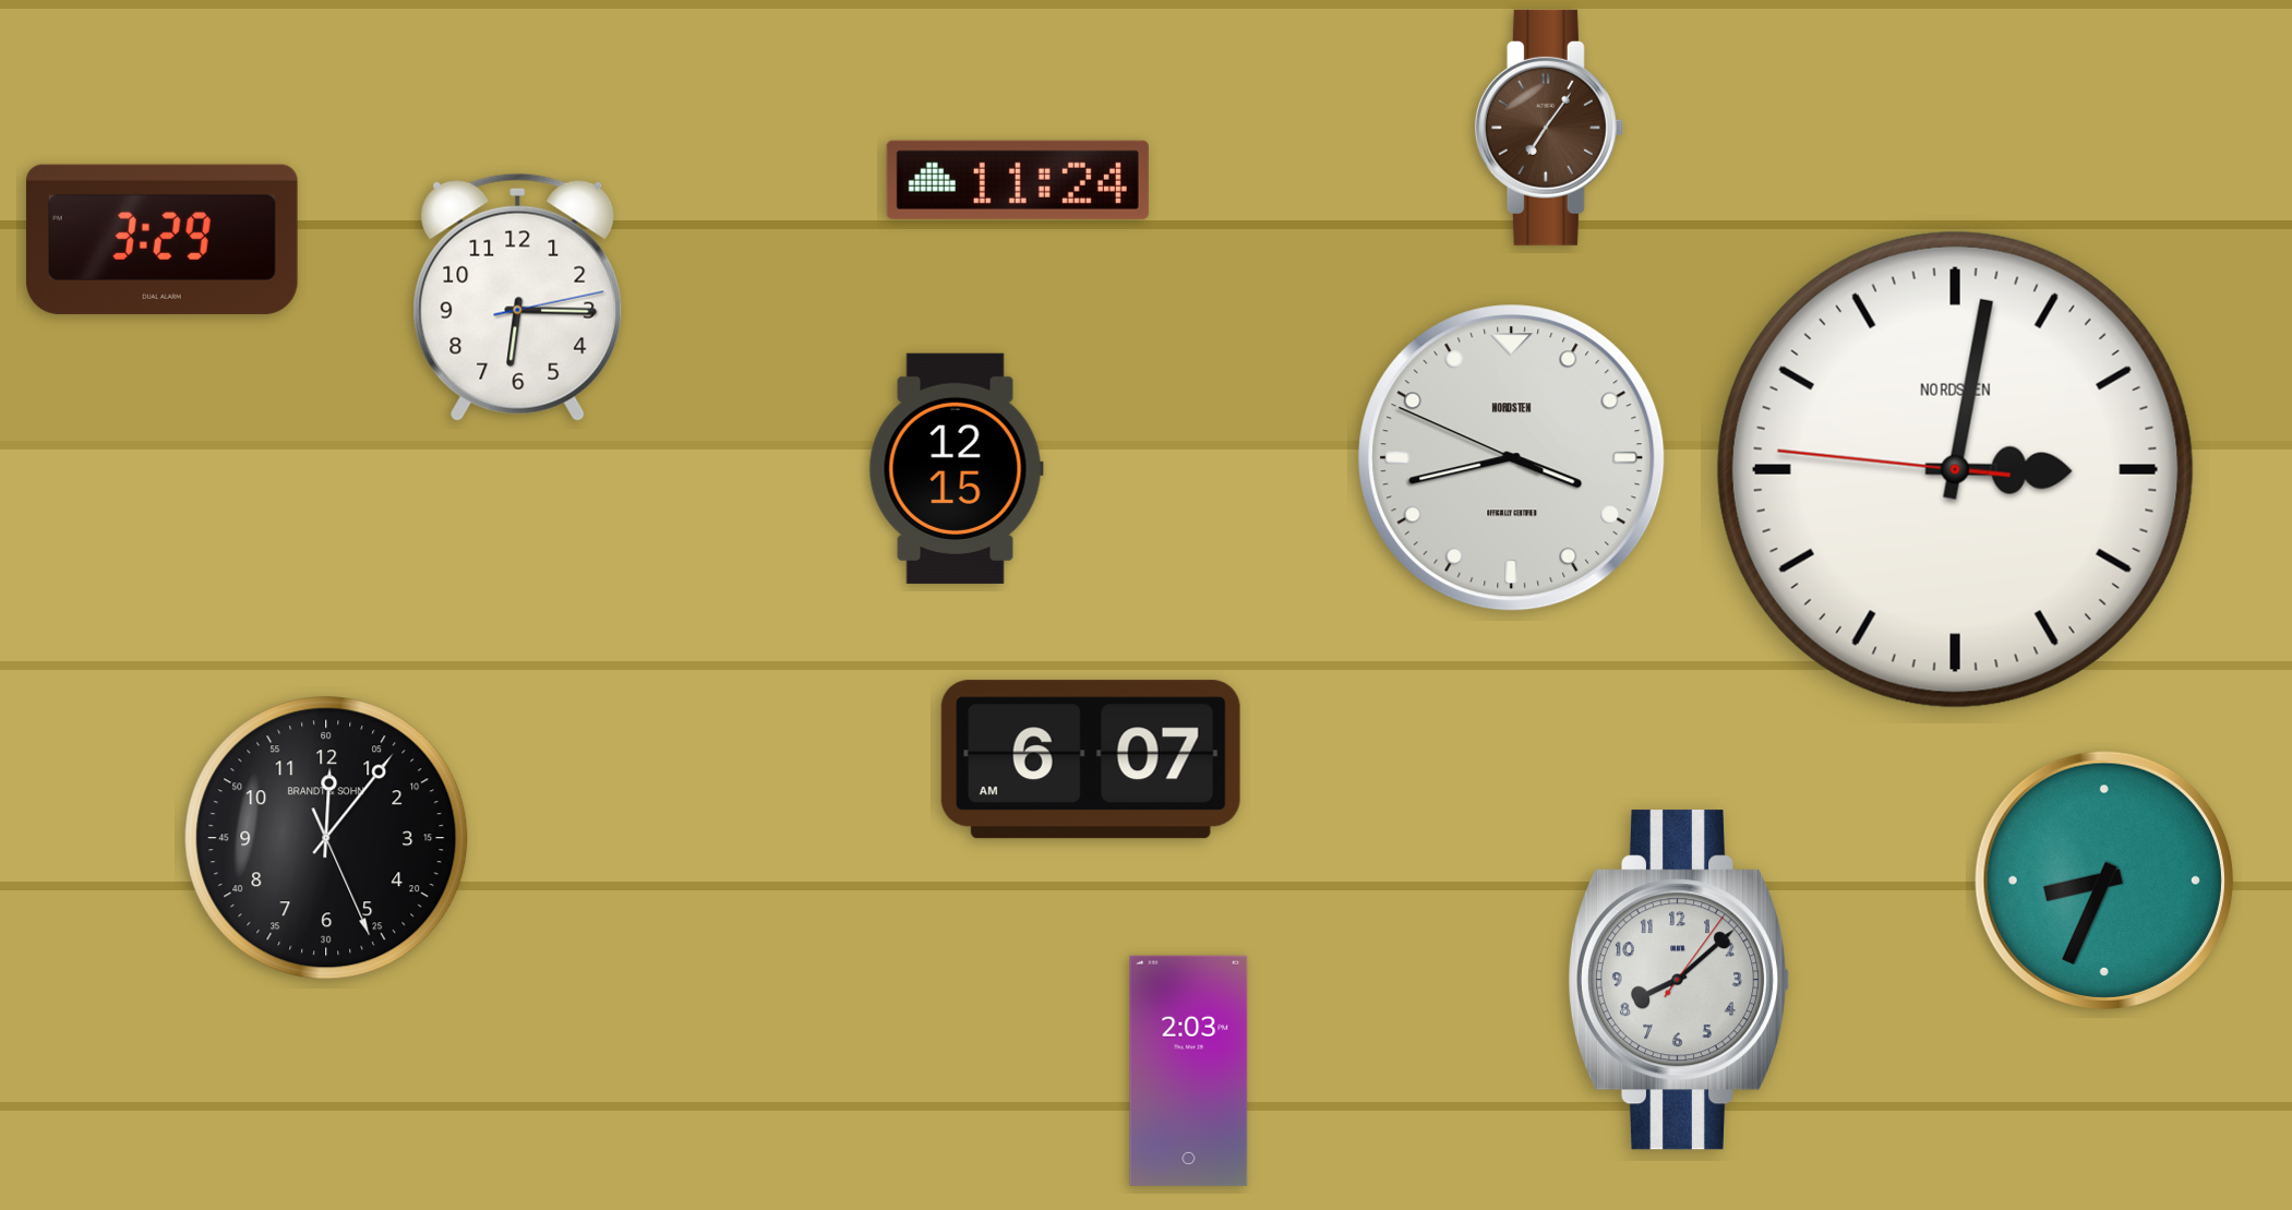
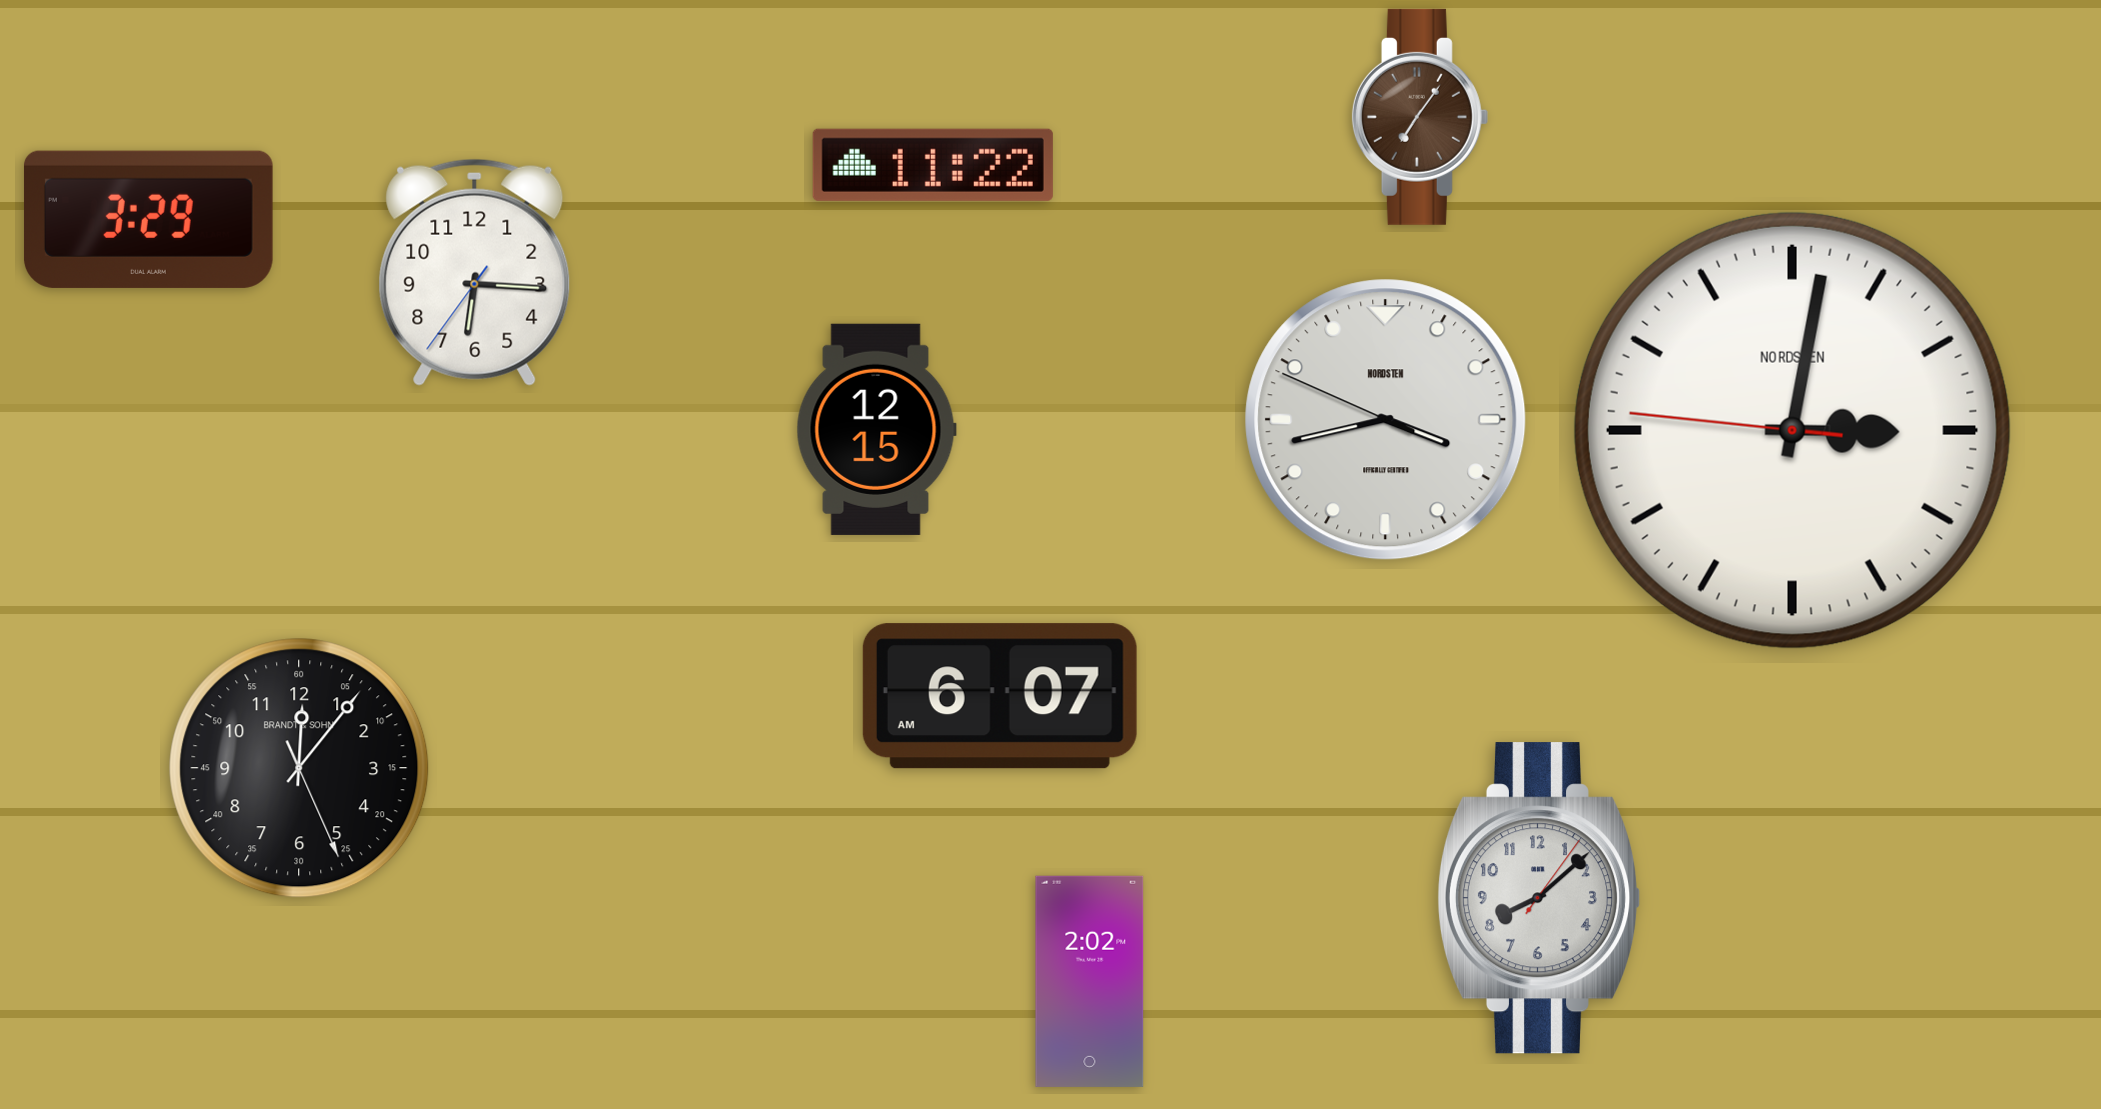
clock at (1018, 180): 11:24 -> 11:22
clock at (518, 297): 6:15:13 -> 6:15:36
clock at (2104, 880): 8:34 -> none
clock at (1189, 1070): 2:03 -> 2:02
